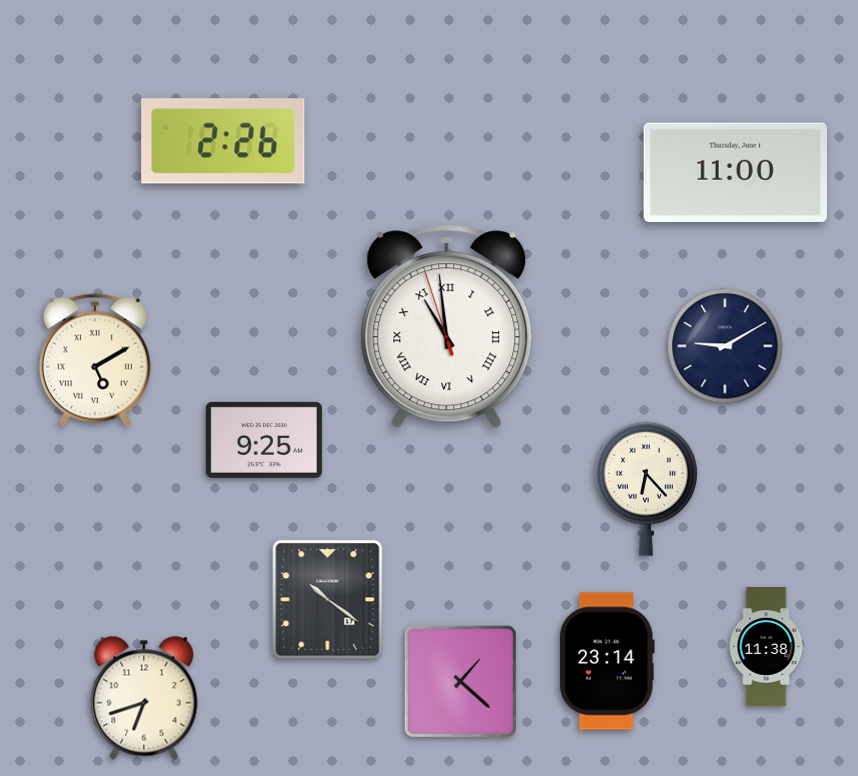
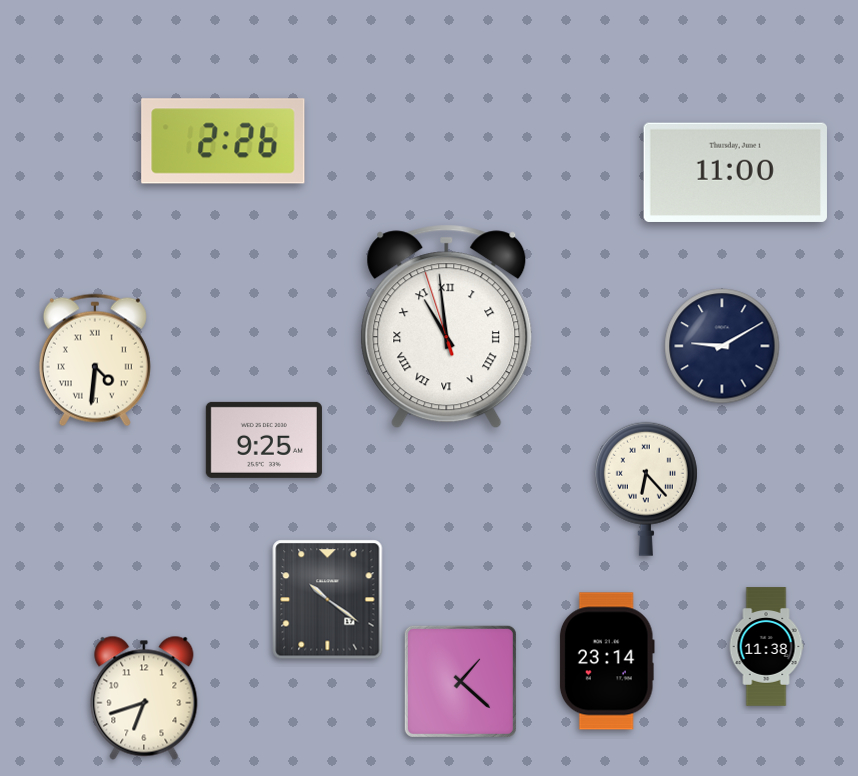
clock at (725, 346) position: (725, 346) -> (722, 346)
clock at (95, 360): 5:10 -> 4:31
